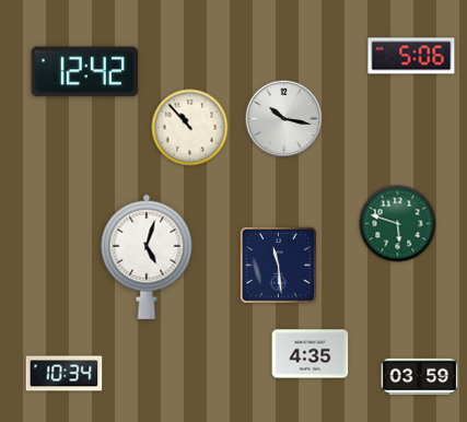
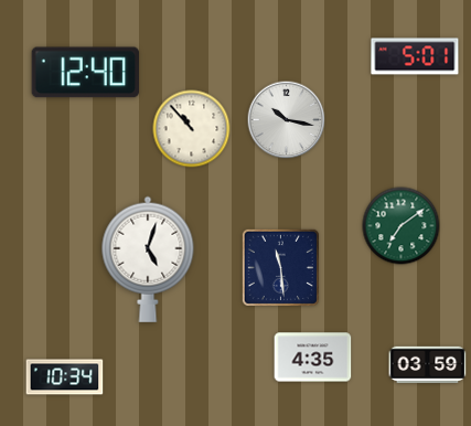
clock at (411, 56): 5:06 -> 5:01
clock at (84, 72): 12:42 -> 12:40
clock at (398, 224): 5:48 -> 7:09
clock at (420, 377) position: (420, 377) -> (428, 365)
